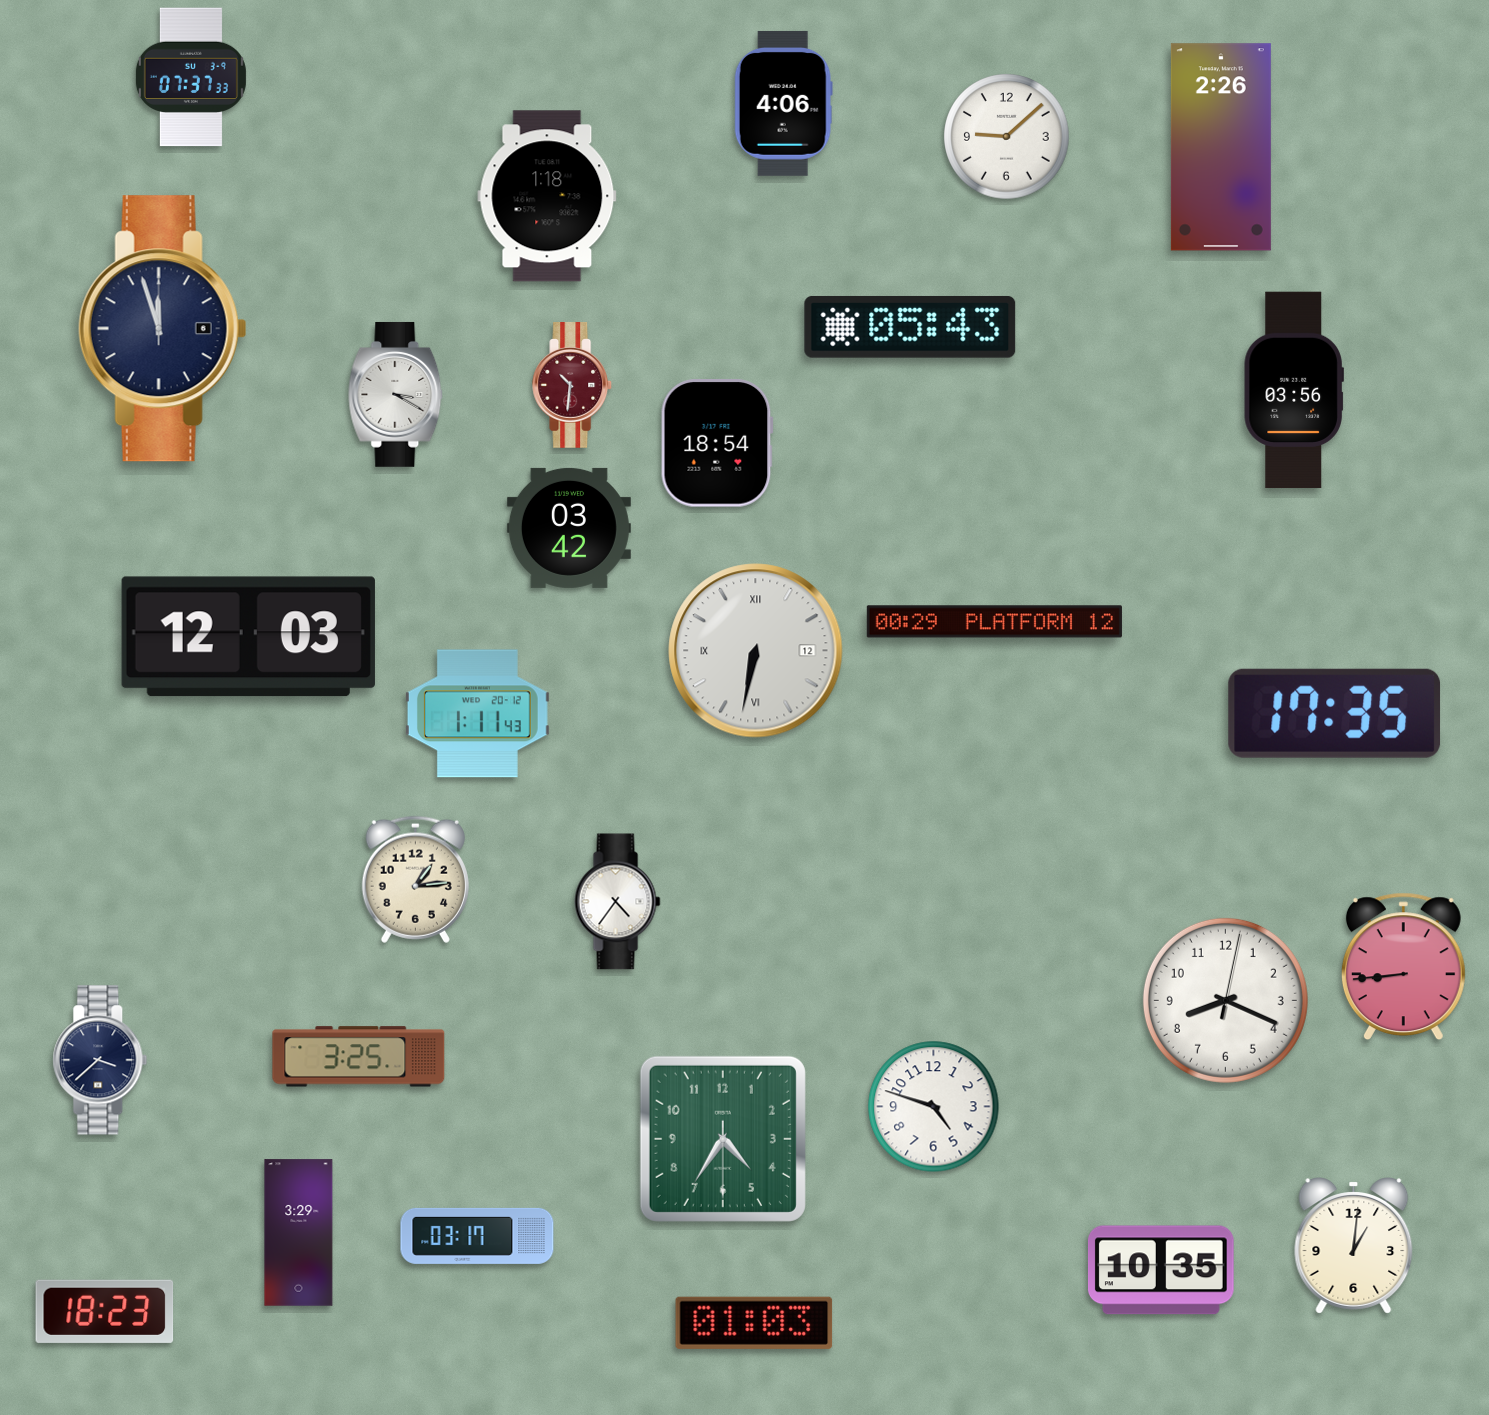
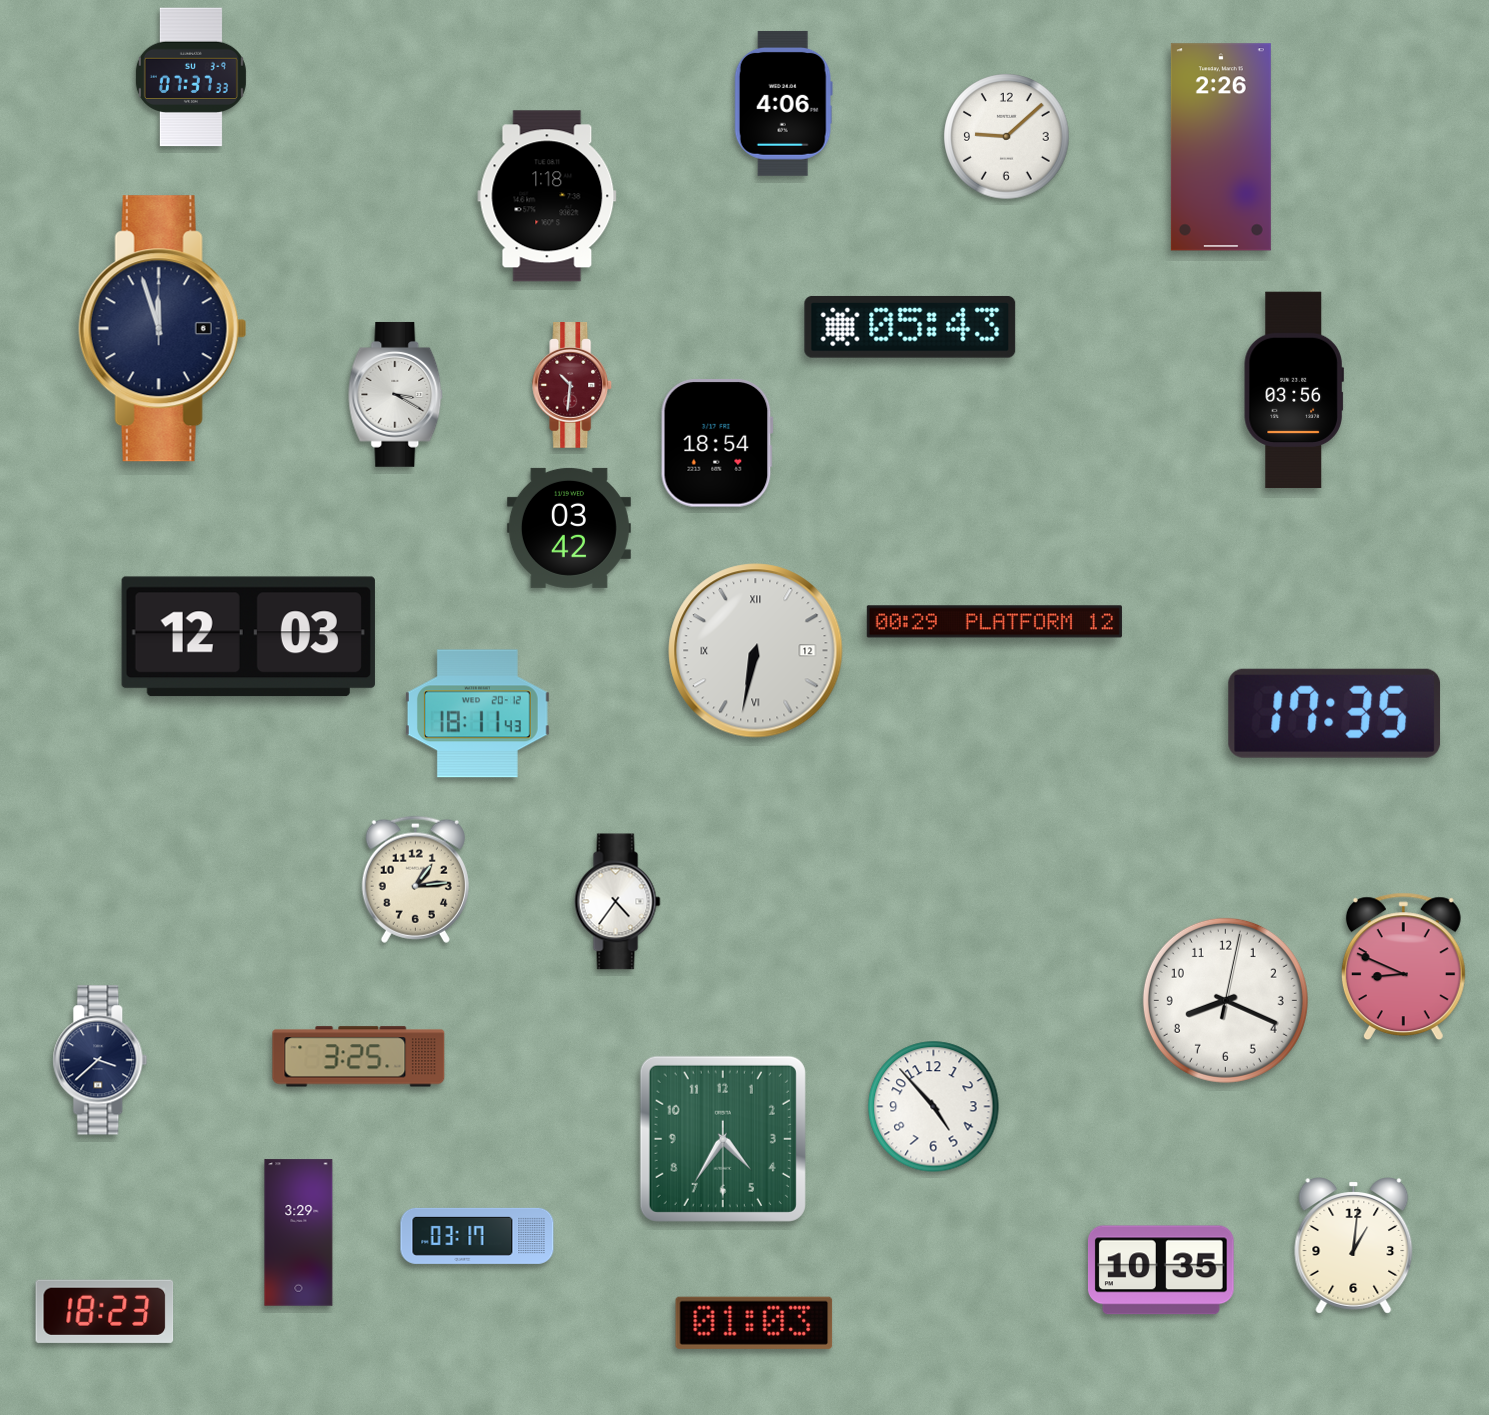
clock at (477, 714): 1:11 -> 18:11
clock at (1403, 967): 8:44 -> 8:49
clock at (934, 1107): 4:48 -> 4:53
